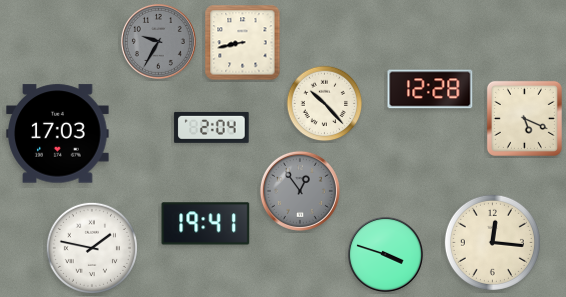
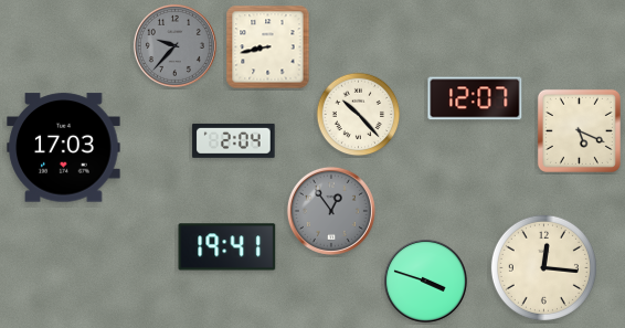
clock at (158, 41): 9:35 -> 9:37
clock at (430, 89): 12:28 -> 12:07
clock at (92, 248): 1:47 -> none
